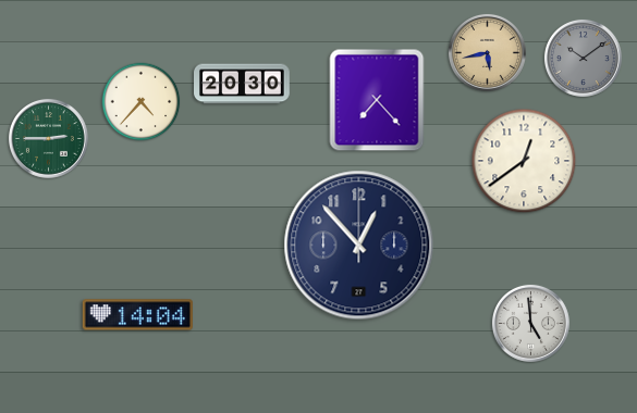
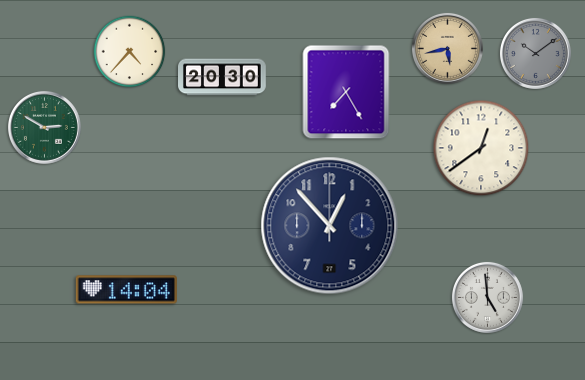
clock at (377, 100): 7:23 -> 7:25
clock at (142, 102) position: (142, 102) -> (130, 52)
clock at (48, 138): 2:45 -> 2:50
